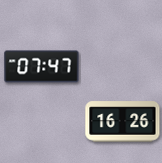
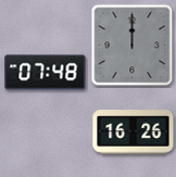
clock at (133, 46): none -> 12:00
clock at (42, 67): 07:47 -> 07:48
